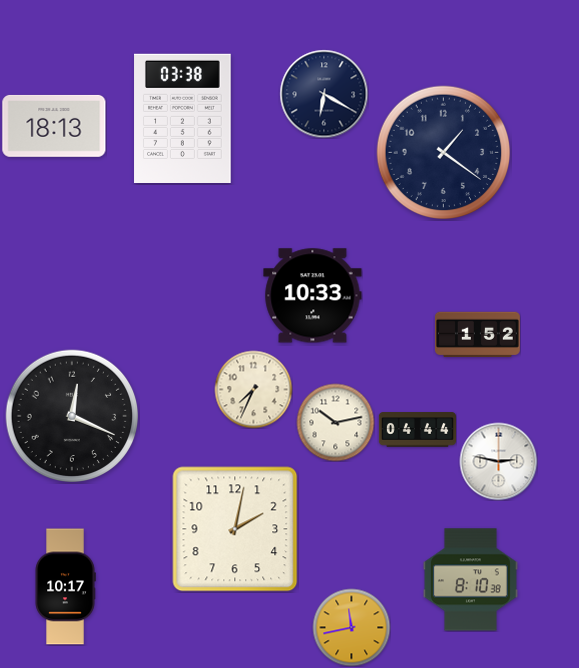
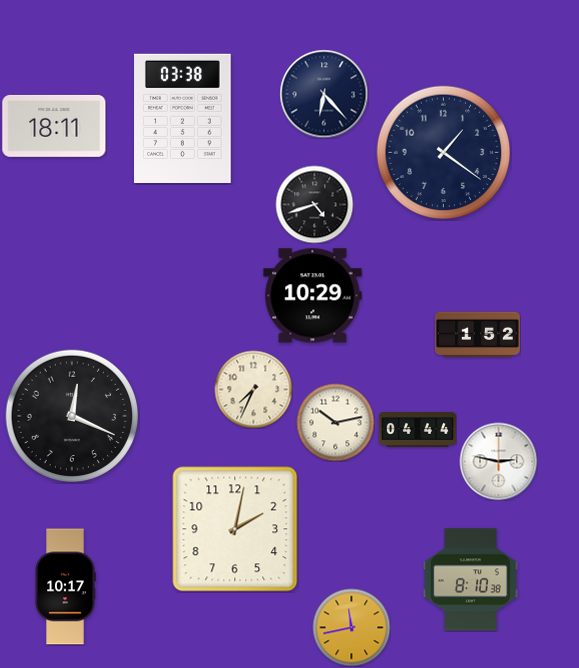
clock at (324, 94): 6:20 -> 6:23
clock at (54, 126): 18:13 -> 18:11
clock at (314, 204): none -> 4:42
clock at (313, 296): 10:33 -> 10:29
